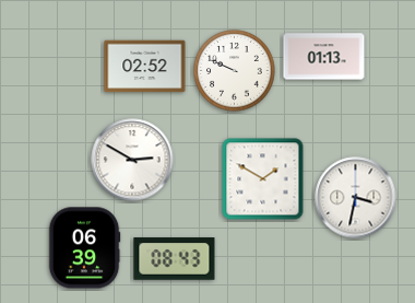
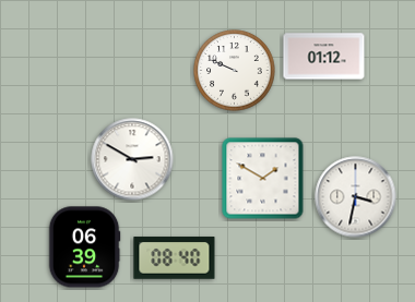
clock at (324, 57): 01:13 -> 01:12
clock at (145, 67): 02:52 -> none
clock at (175, 259): 08:43 -> 08:40
